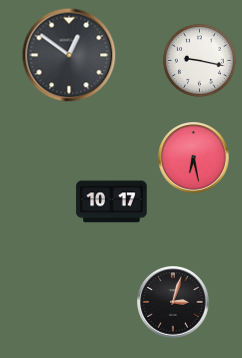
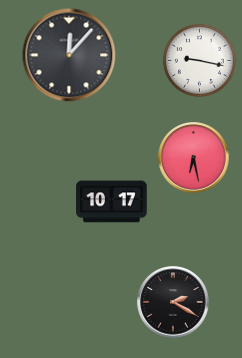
clock at (69, 55): 12:51 -> 12:07
clock at (173, 302): 3:03 -> 2:20
